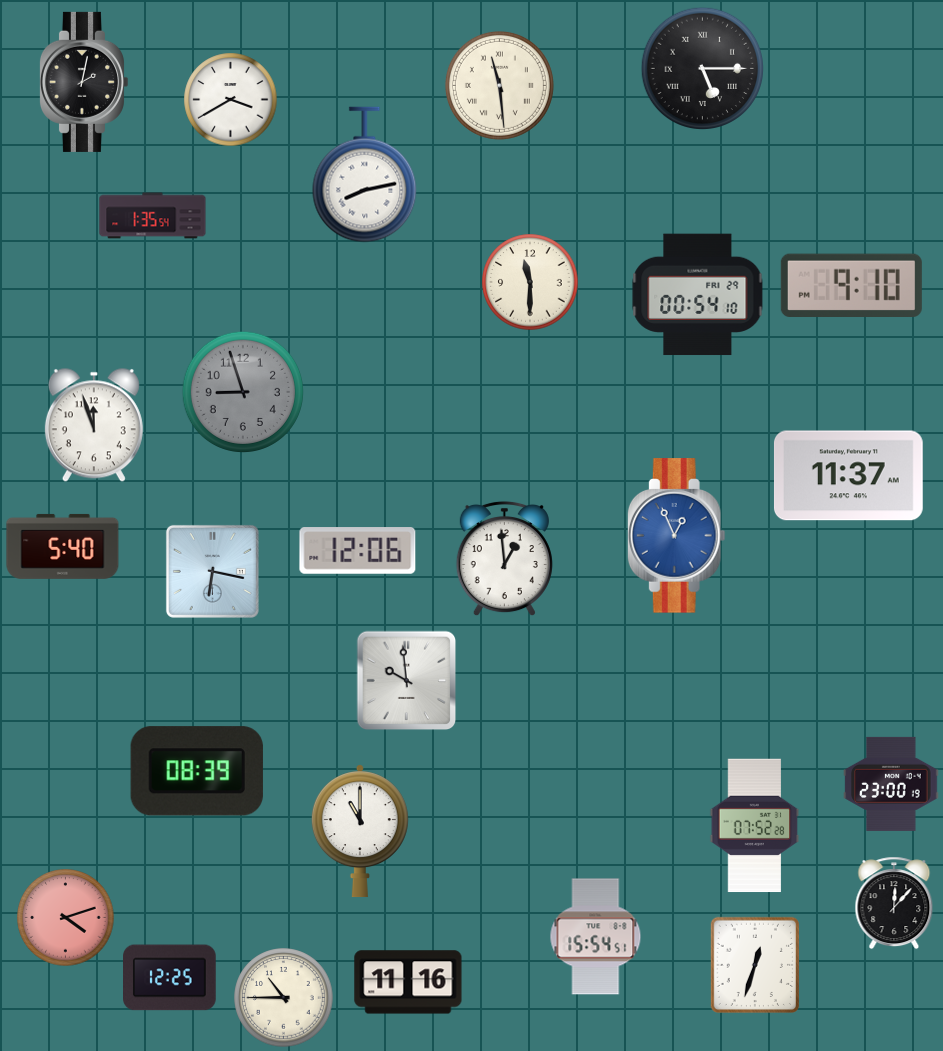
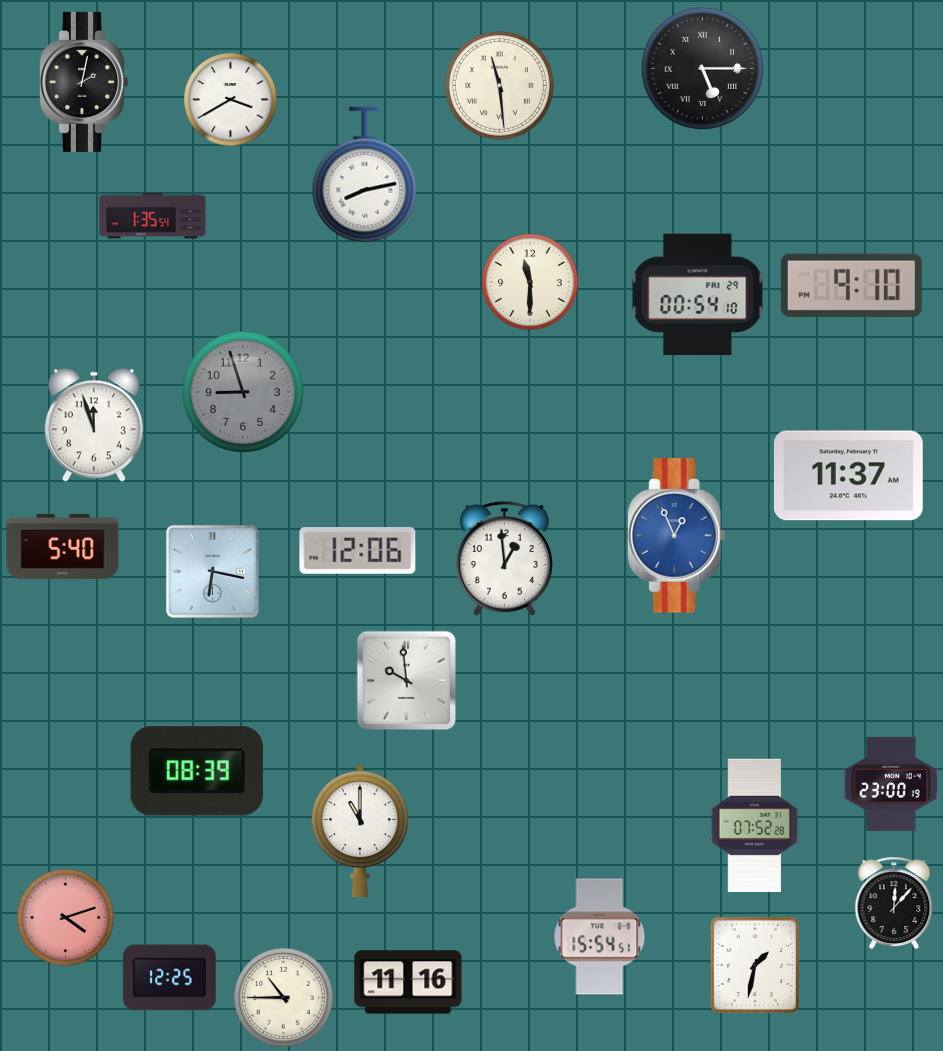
clock at (596, 937) position: (596, 937) -> (600, 937)
clock at (754, 964): 12:33 -> 1:32
